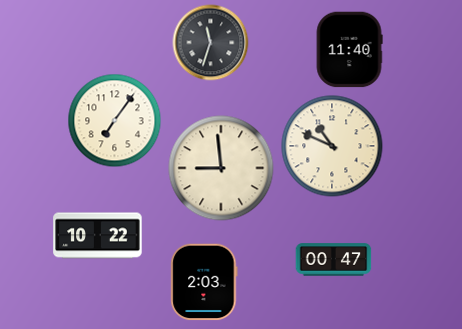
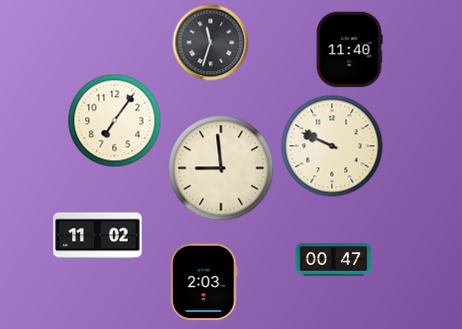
clock at (332, 146): 10:49 -> 9:49
clock at (98, 236): 10:22 -> 11:02
